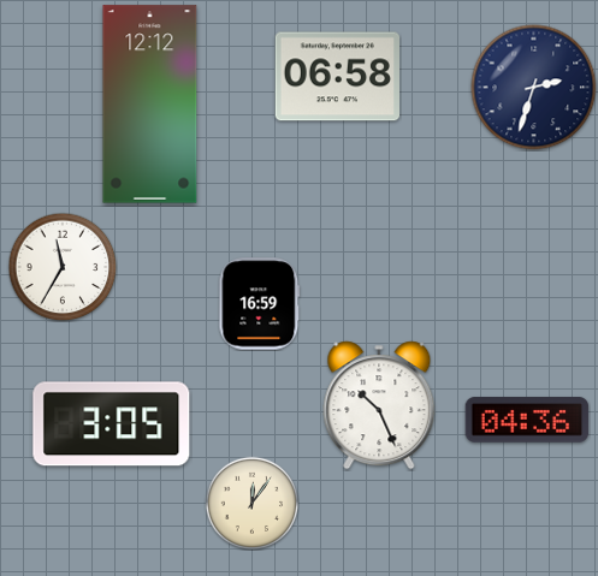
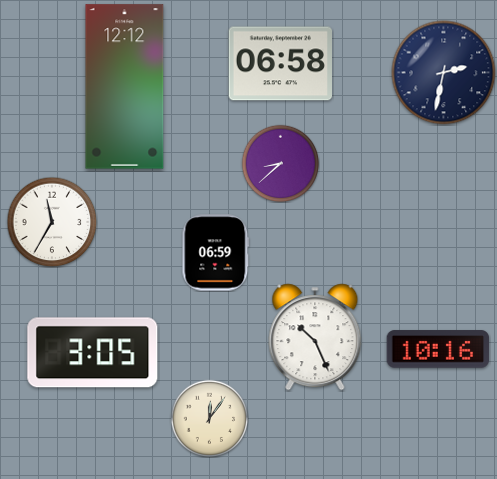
clock at (534, 88): 2:33 -> 2:32
clock at (280, 163): none -> 8:38
clock at (260, 304): 16:59 -> 06:59
clock at (527, 420): 04:36 -> 10:16
